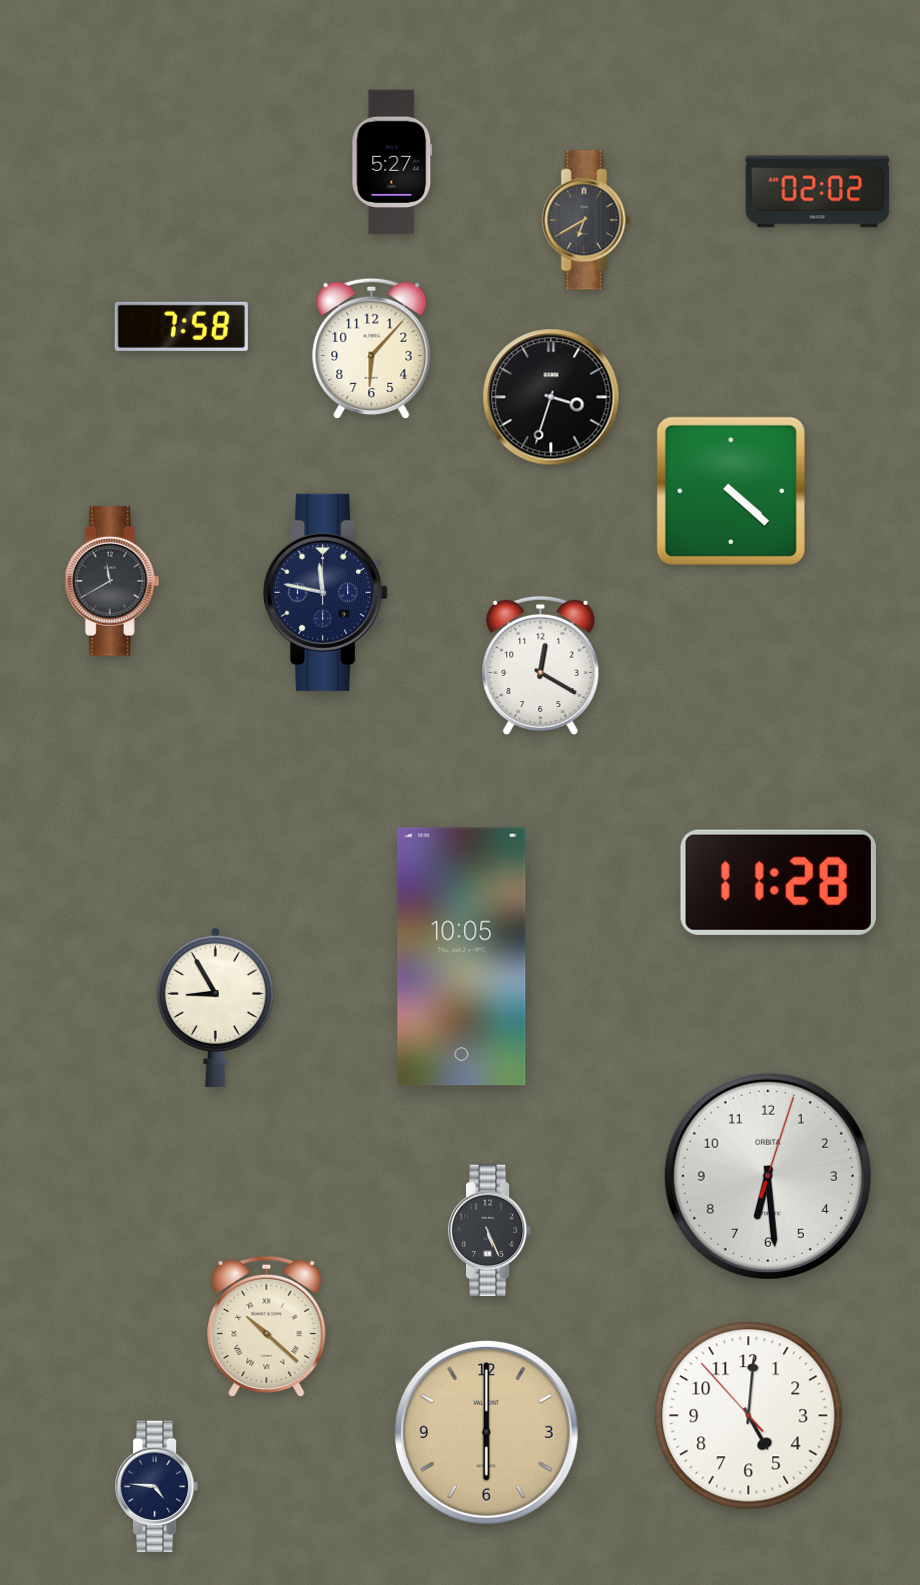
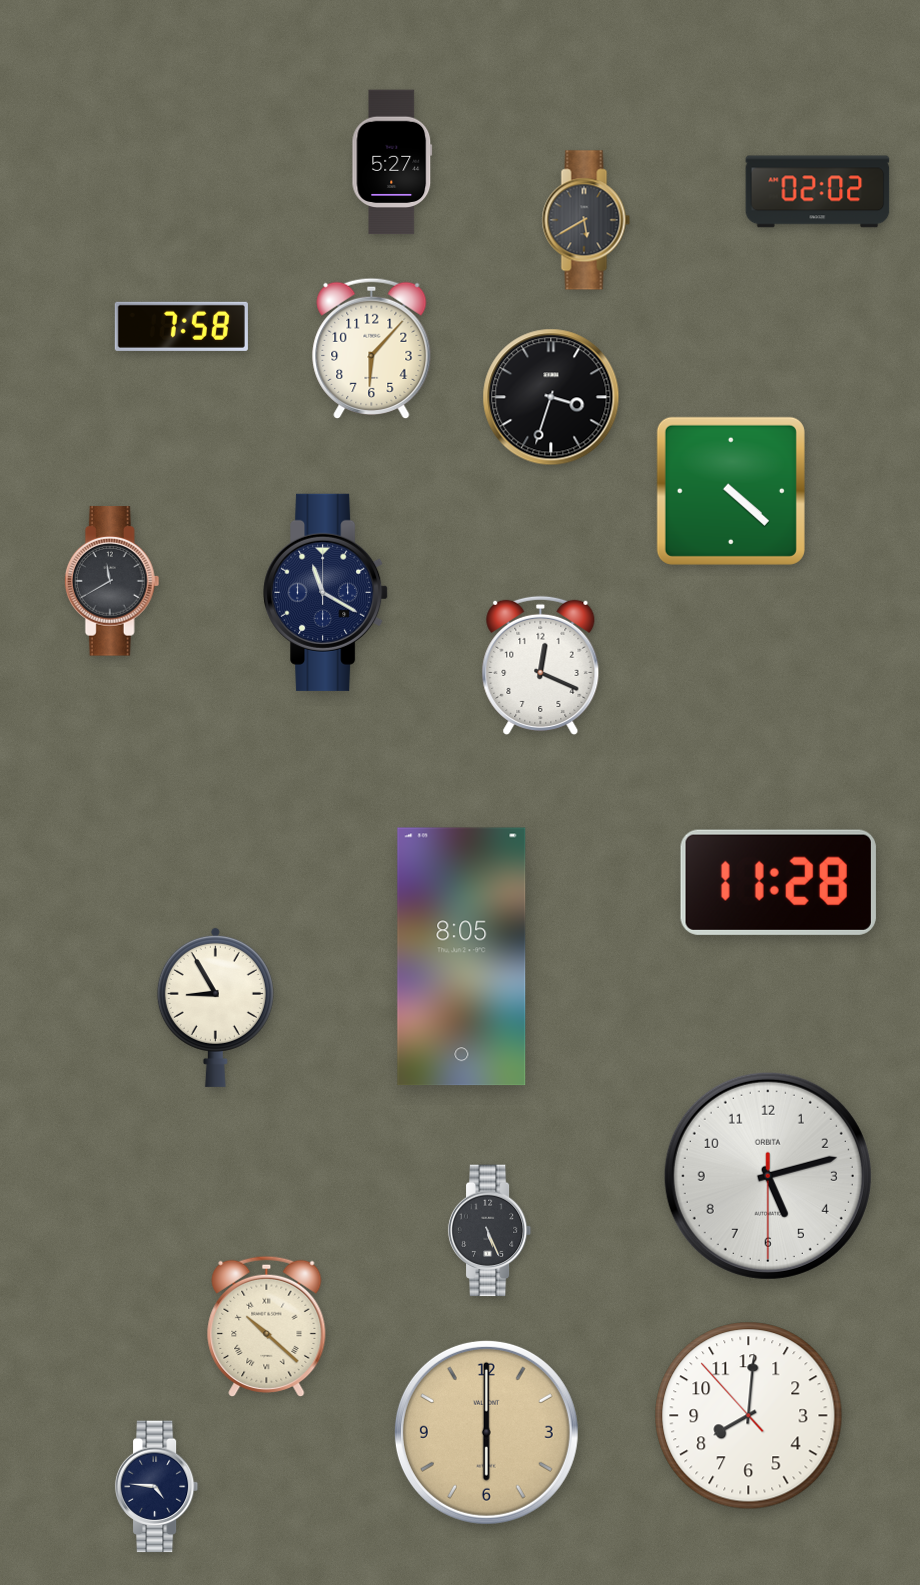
clock at (586, 220): 6:40 -> 5:40
clock at (326, 592): 11:47 -> 11:20
clock at (541, 665): 12:20 -> 12:19
clock at (462, 957): 10:05 -> 8:05
clock at (768, 1176): 6:29 -> 5:12
clock at (749, 1416): 5:00 -> 8:00
